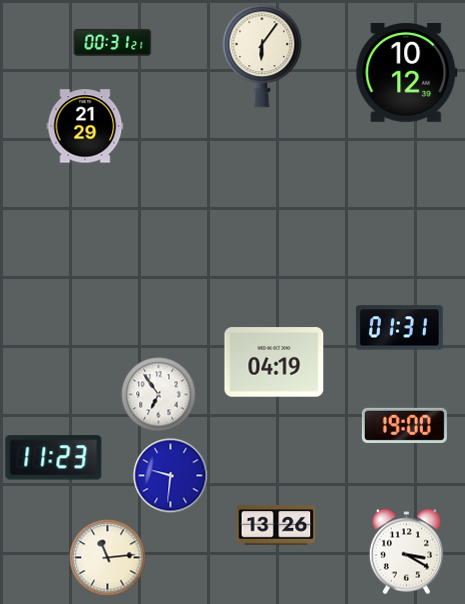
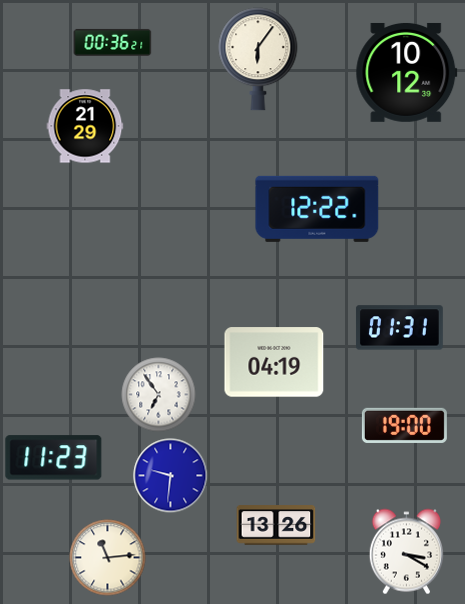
clock at (113, 42): 00:31 -> 00:36
clock at (262, 56) position: (262, 56) -> (258, 59)
clock at (317, 209): none -> 12:22
